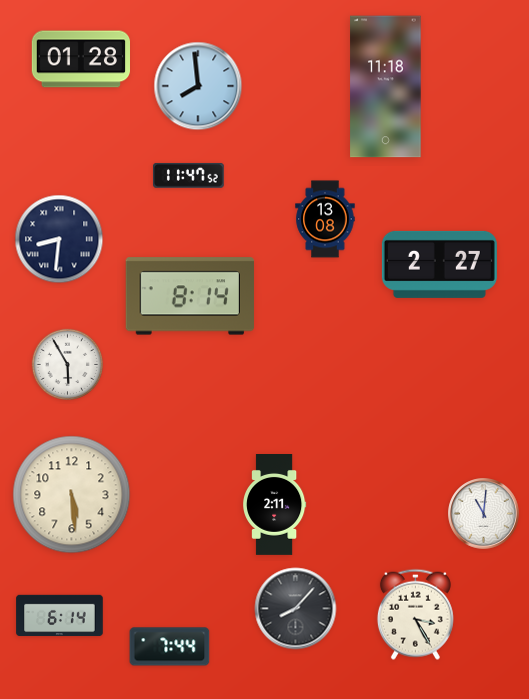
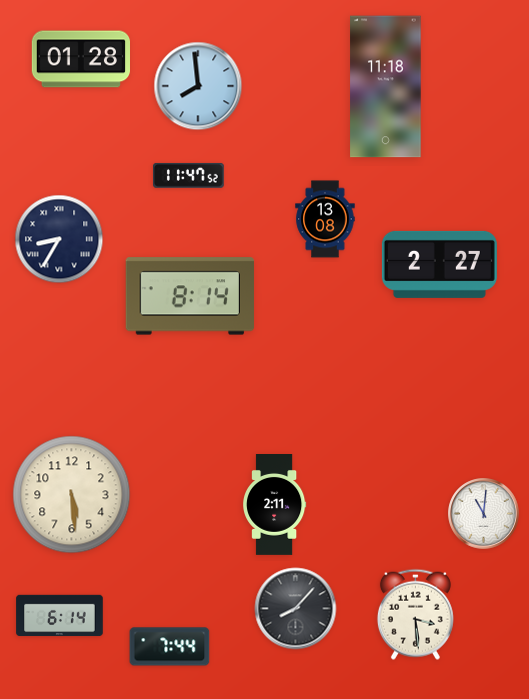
clock at (59, 239): 8:31 -> 8:35
clock at (67, 364): 5:55 -> none
clock at (415, 614): 3:25 -> 3:29
